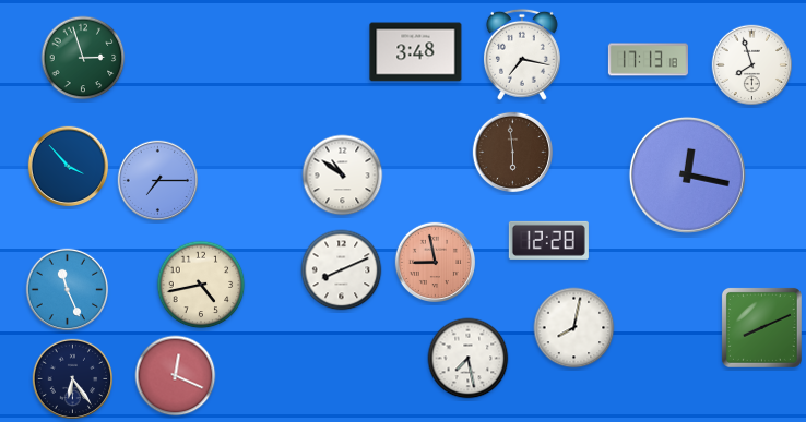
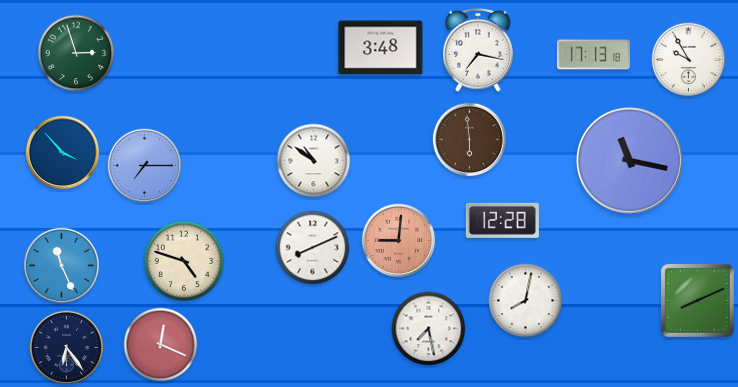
clock at (752, 65): 7:57 -> 9:55
clock at (687, 174): 12:17 -> 11:17
clock at (436, 263): 8:58 -> 9:01
clock at (201, 285): 4:43 -> 4:48
